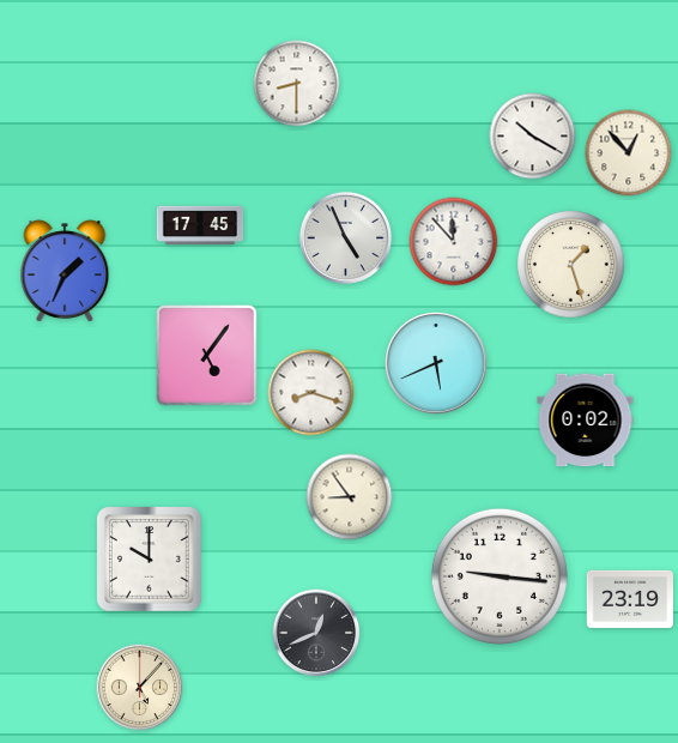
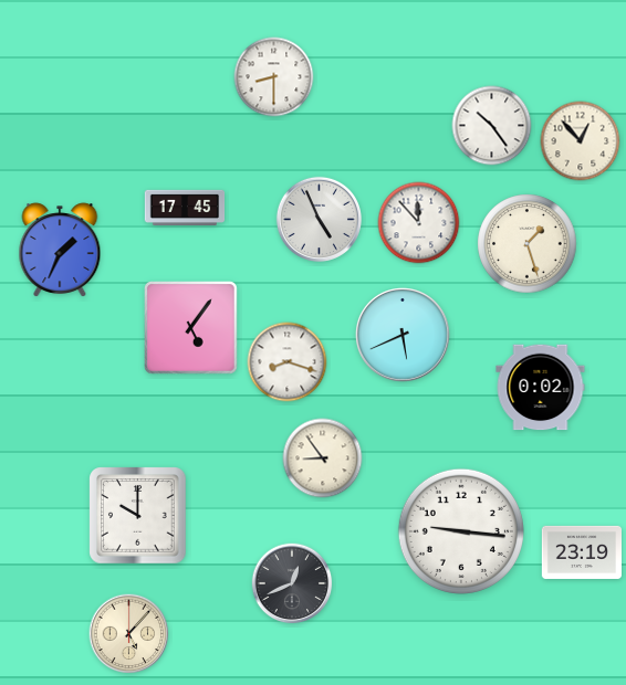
clock at (533, 137): 10:20 -> 10:24
